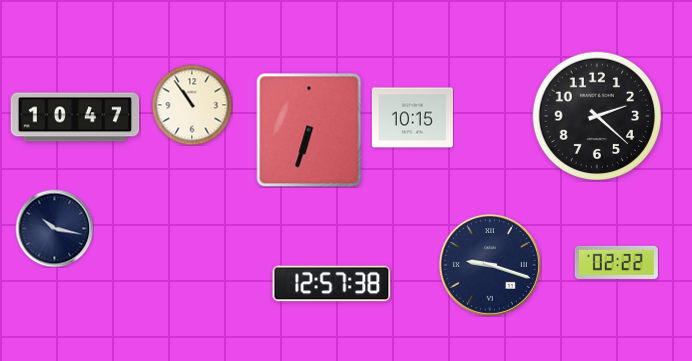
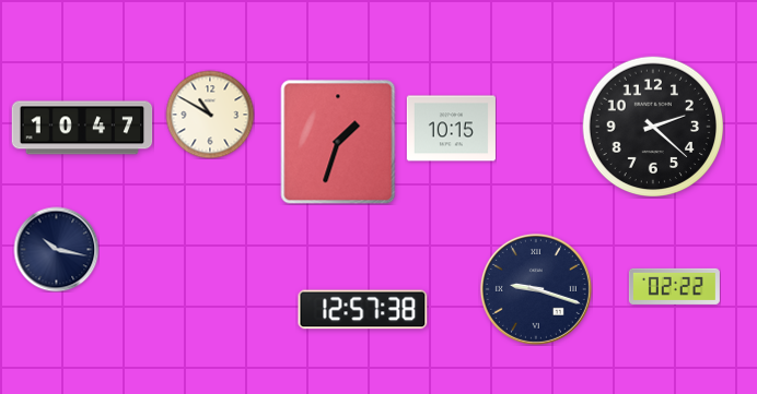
clock at (192, 105): 10:54 -> 10:50
clock at (309, 130): 6:33 -> 1:33
clock at (54, 228) position: (54, 228) -> (56, 249)
